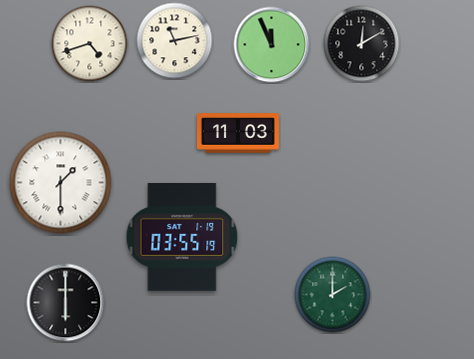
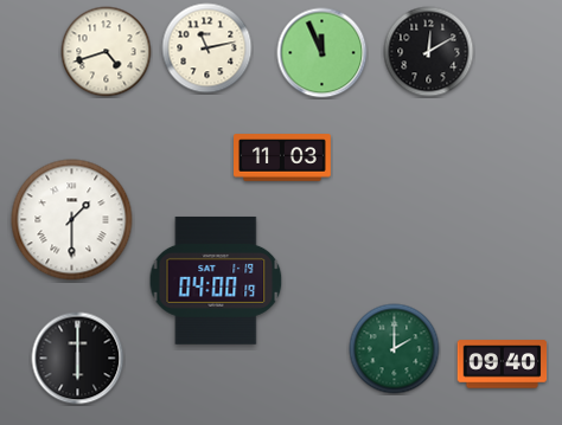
clock at (61, 183) position: (61, 183) -> (72, 220)
clock at (182, 237): 03:55 -> 04:00
clock at (503, 365): none -> 09:40
